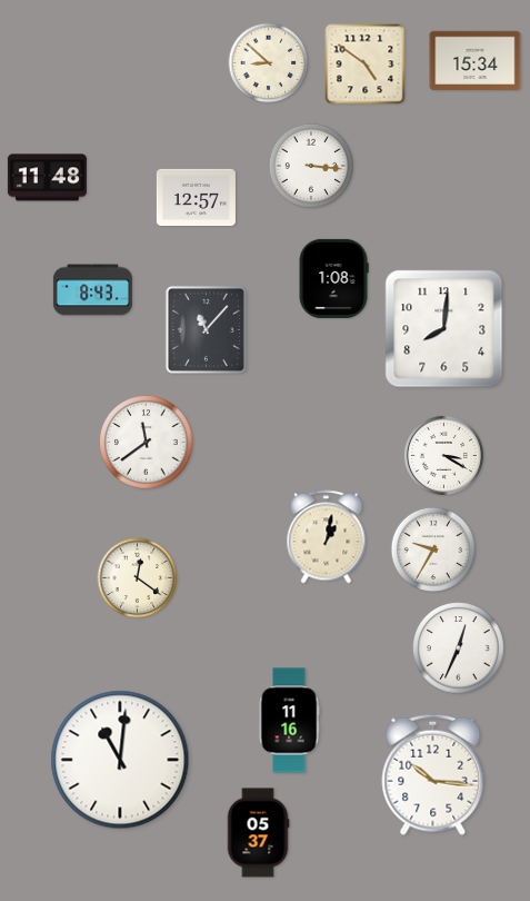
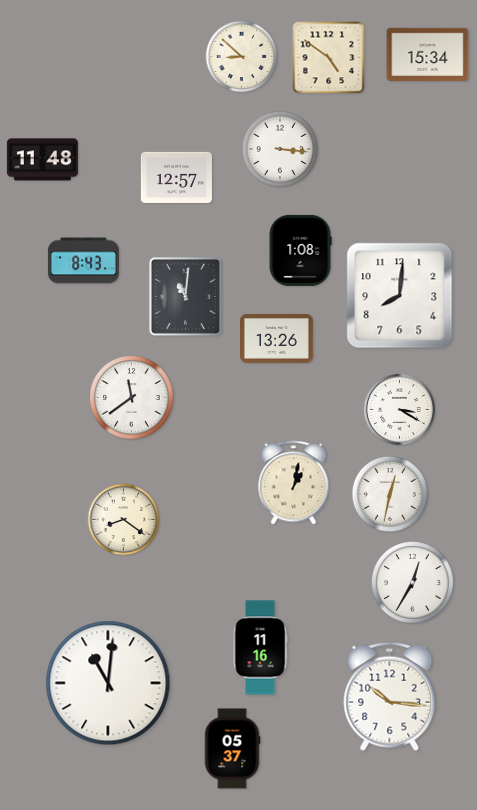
clock at (206, 329): 11:07 -> 11:01
clock at (277, 338): none -> 13:26
clock at (432, 548): 9:35 -> 12:32
clock at (138, 578): 12:21 -> 8:21
clock at (459, 648): 12:34 -> 12:35
